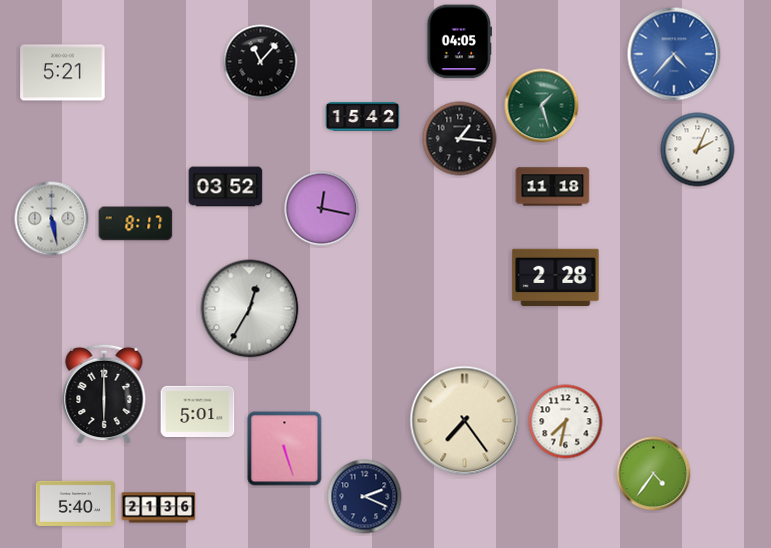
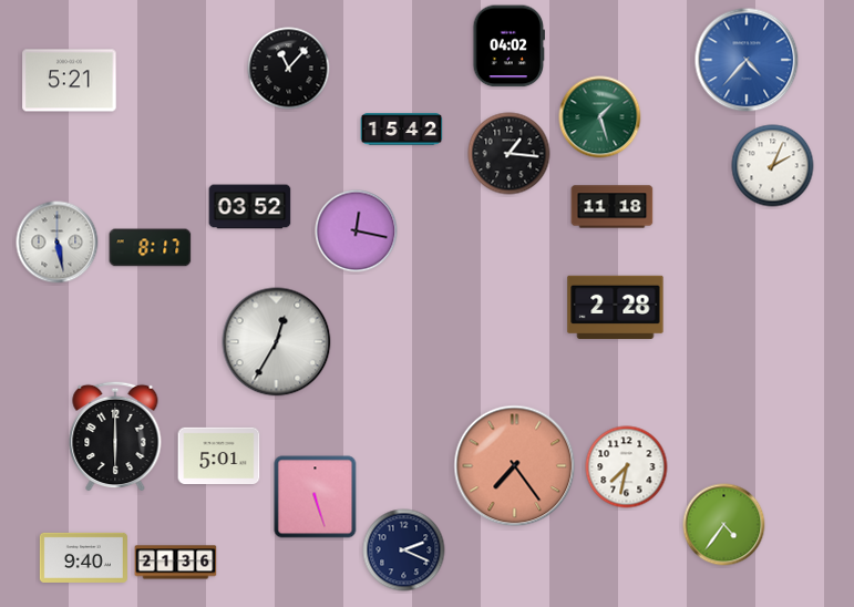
clock at (460, 42): 04:05 -> 04:02
clock at (465, 421) dial: cream -> salmon
clock at (75, 503): 5:40 -> 9:40
